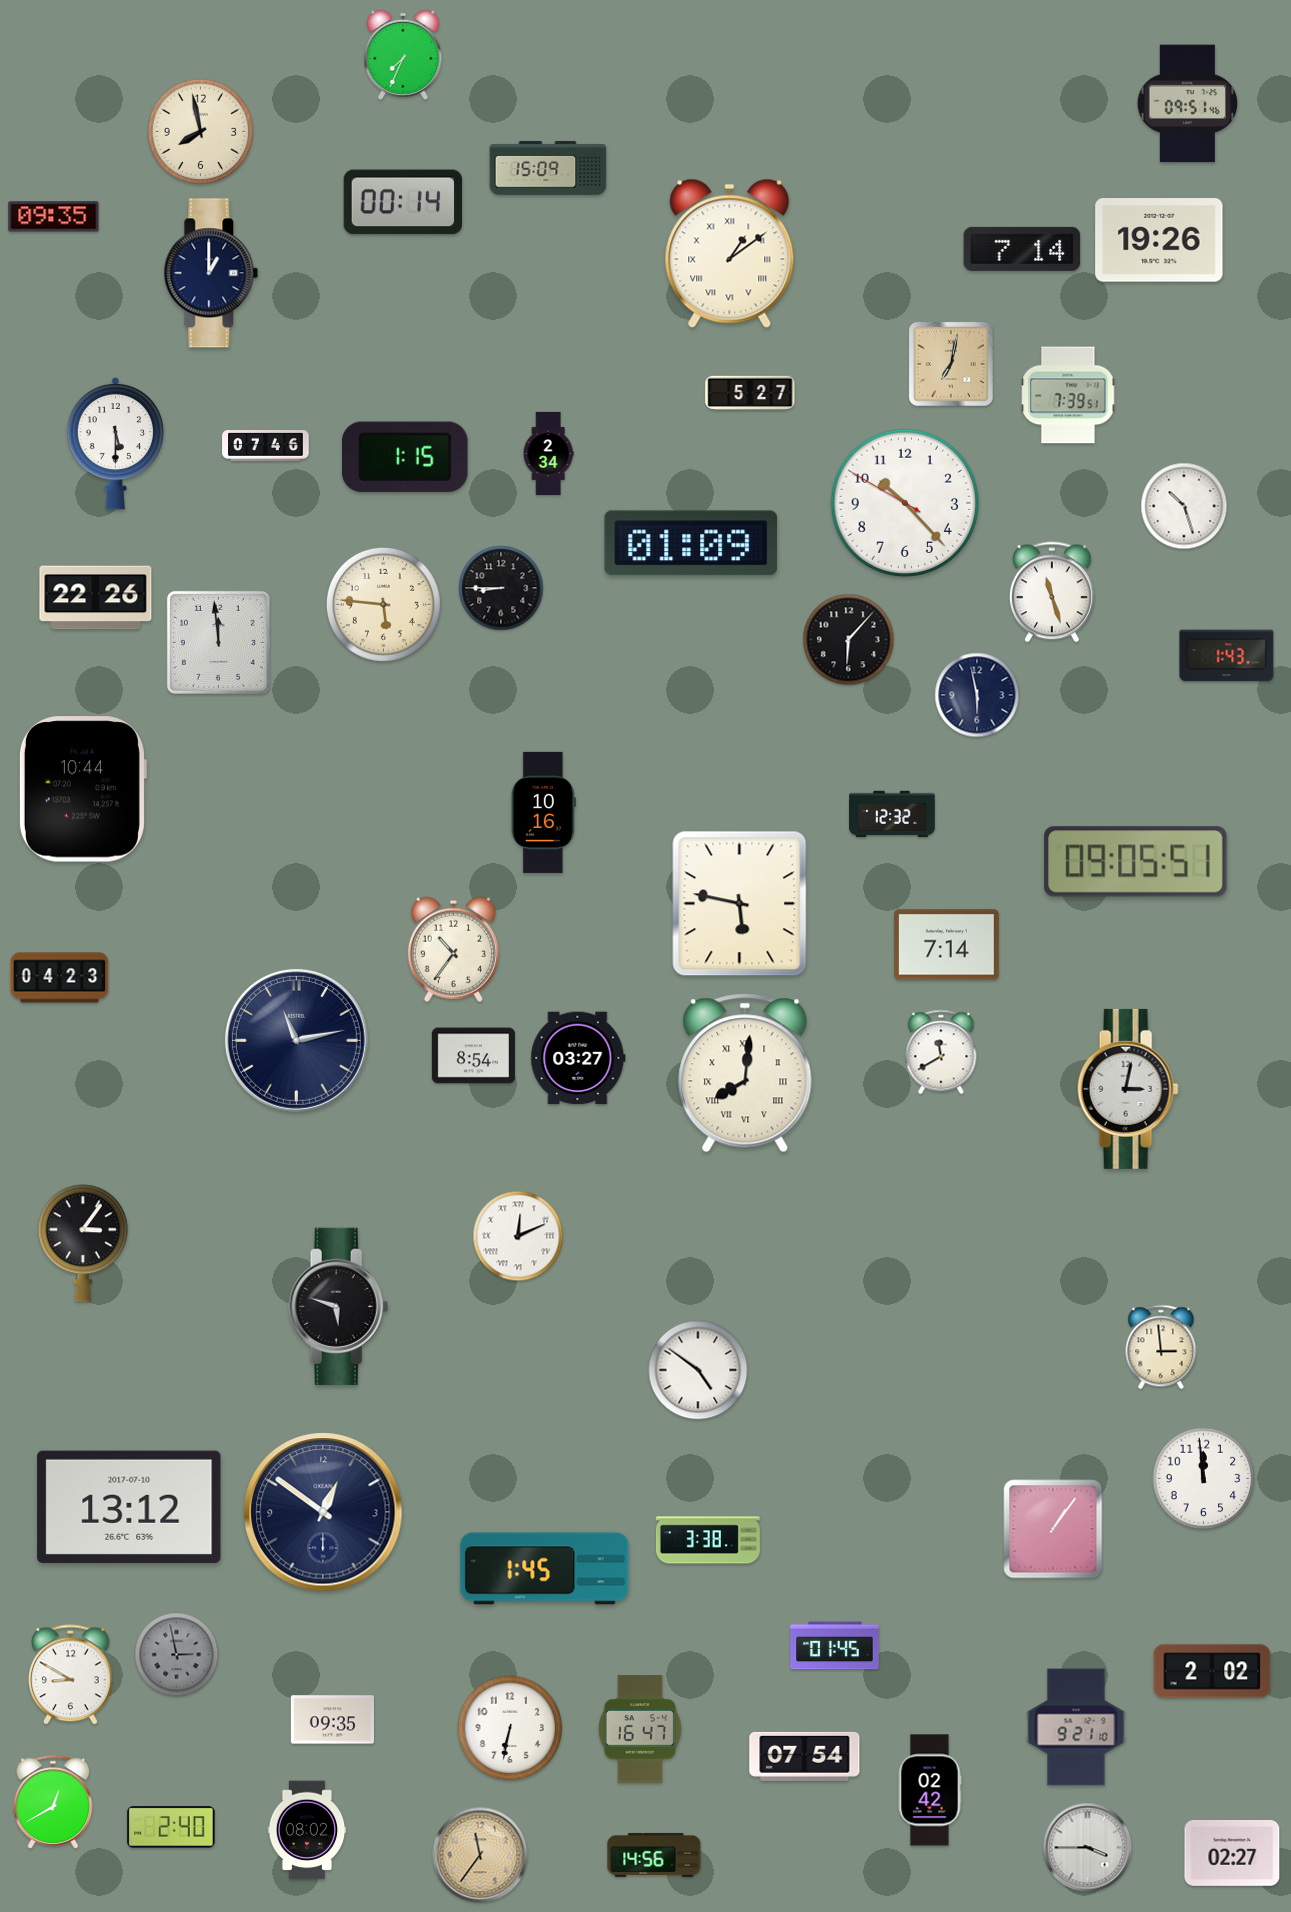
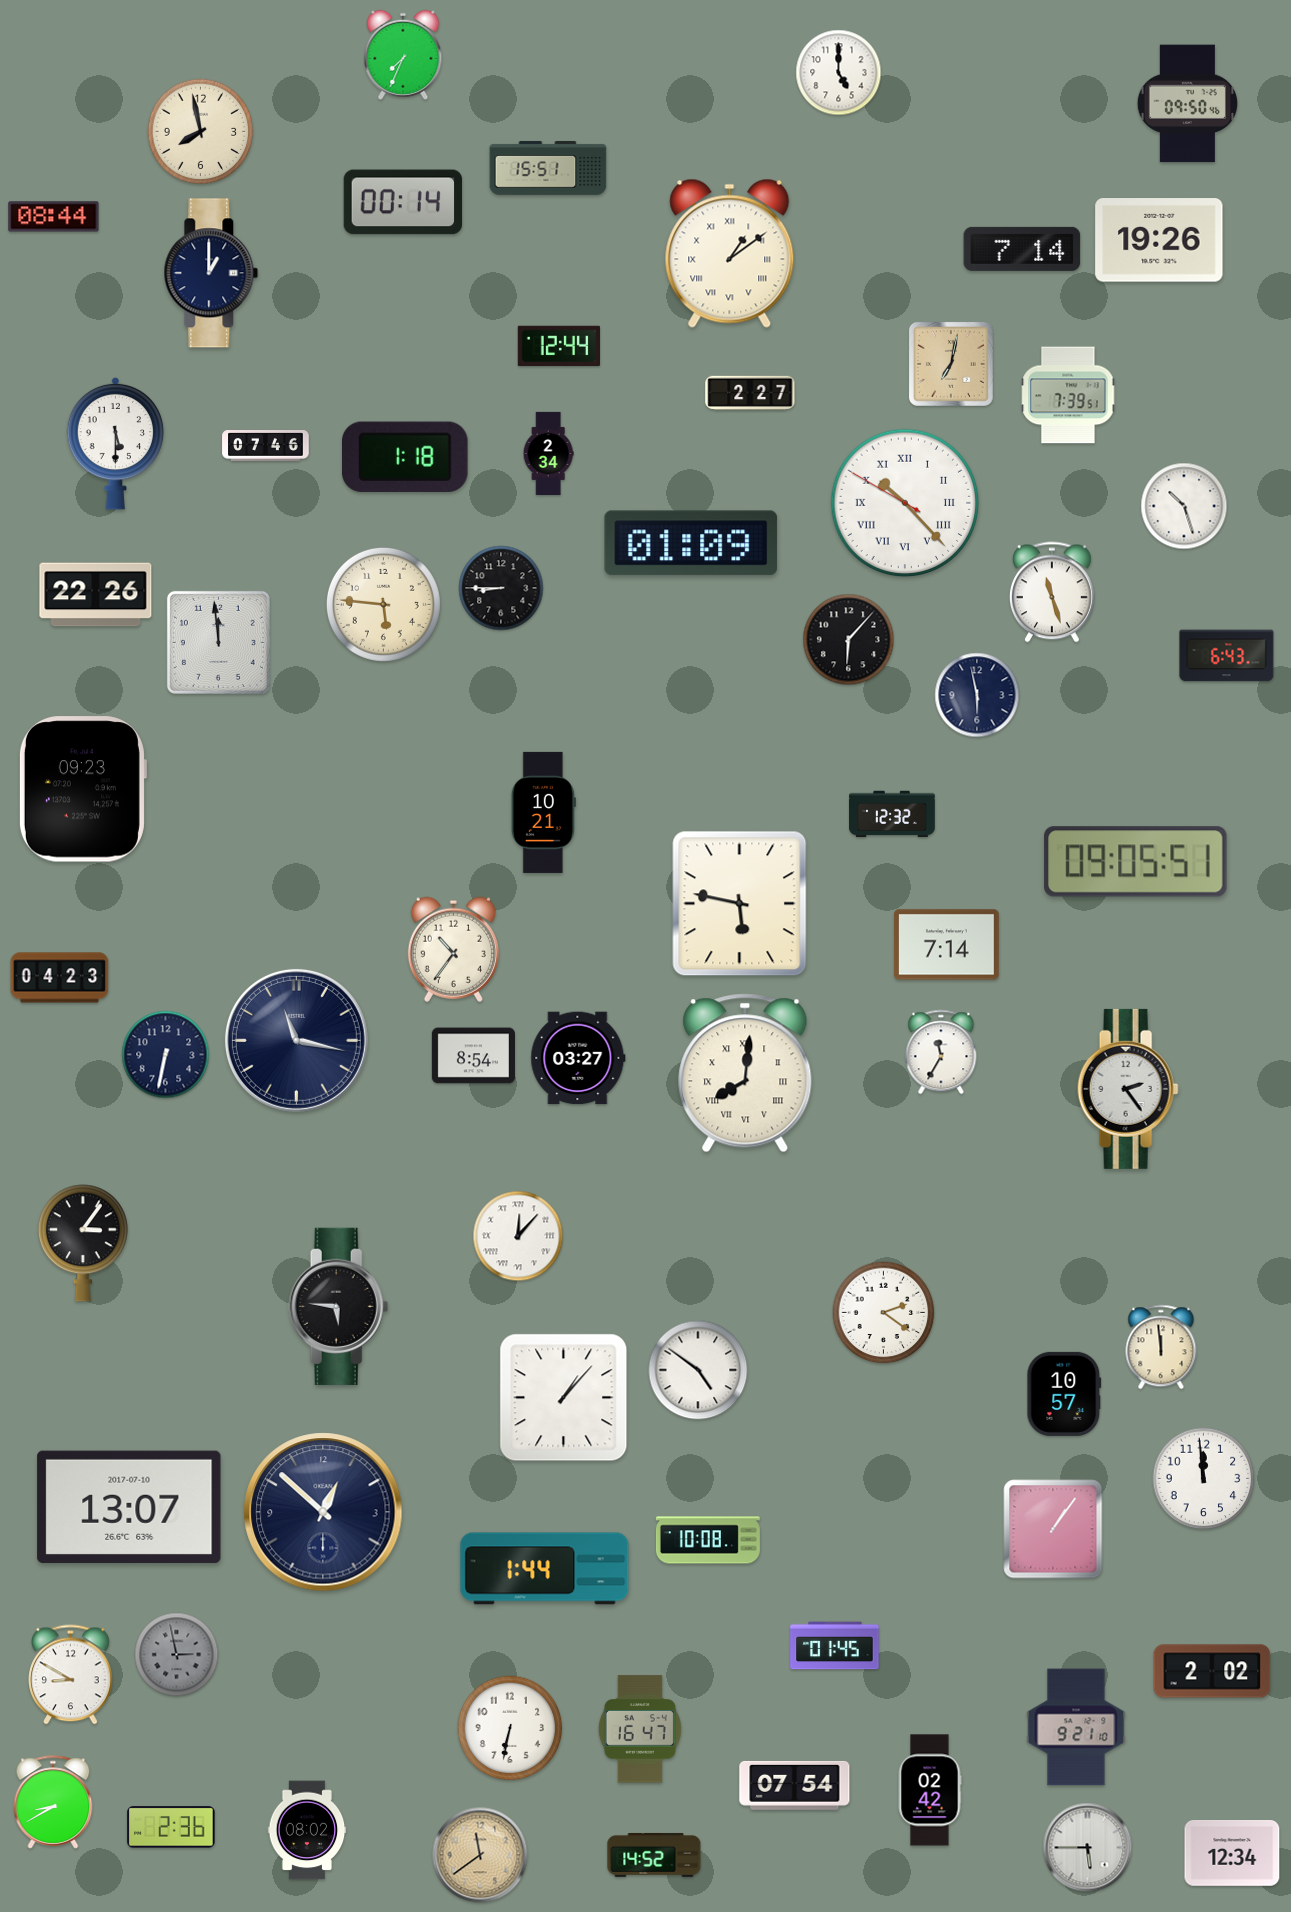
clock at (839, 73): none -> 5:00
clock at (1187, 104): 09:51 -> 09:50
clock at (548, 168): 15:09 -> 15:51
clock at (54, 217): 09:35 -> 08:44
clock at (558, 346): none -> 12:44
clock at (750, 393): 5:27 -> 2:27
clock at (406, 457): 1:15 -> 1:18
clock at (905, 503) numerals: Arabic -> Roman
clock at (96, 598) position: (96, 598) -> (96, 595)
clock at (1227, 656): 1:43 -> 6:43
clock at (82, 789): 10:44 -> 09:23
clock at (543, 812): 10:16 -> 10:21
clock at (296, 1040): 11:13 -> 11:17
clock at (941, 1052): 11:40 -> 11:35
clock at (166, 1055): none -> 6:32
clock at (1128, 1089): 3:02 -> 2:24
clock at (518, 1236): 12:11 -> 12:07
clock at (339, 1306): 5:48 -> 5:46
clock at (884, 1313): none -> 2:21
clock at (1161, 1347): 2:59 -> 11:59
clock at (1064, 1394): none -> 10:57
clock at (564, 1398): none -> 1:07
clock at (129, 1507): 13:12 -> 13:07
clock at (323, 1512): 12:51 -> 12:52
clock at (708, 1540): 3:38 -> 10:08
clock at (545, 1569): 1:45 -> 1:44
clock at (332, 1720): 09:35 -> none
clock at (805, 1756) position: (805, 1756) -> (795, 1785)
clock at (53, 1802): 12:40 -> 8:40
clock at (171, 1827): 2:40 -> 2:36
clock at (1088, 1848): 3:45 -> 5:45
clock at (1232, 1854): 02:27 -> 12:34
clock at (480, 1855): 11:36 -> 11:39
clock at (654, 1855): 14:56 -> 14:52
